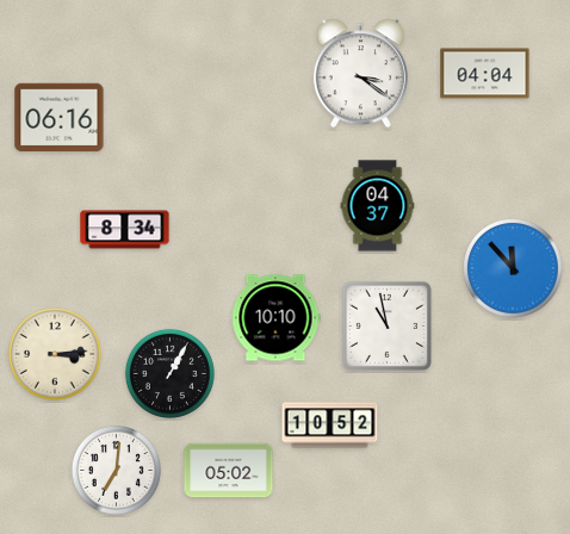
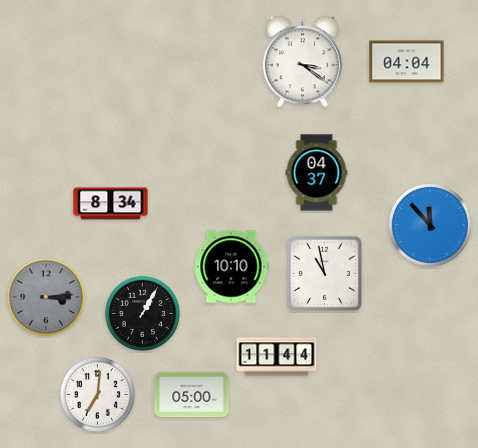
clock at (60, 118): 06:16 -> none
clock at (125, 230) position: (125, 230) -> (111, 204)
clock at (55, 354) dial: cream -> grey
clock at (330, 426): 10:52 -> 11:44
clock at (229, 471): 05:02 -> 05:00
